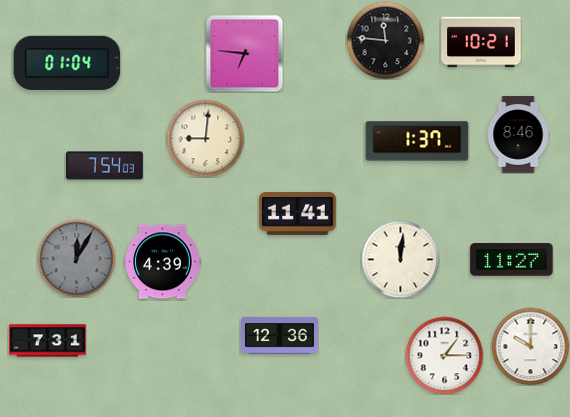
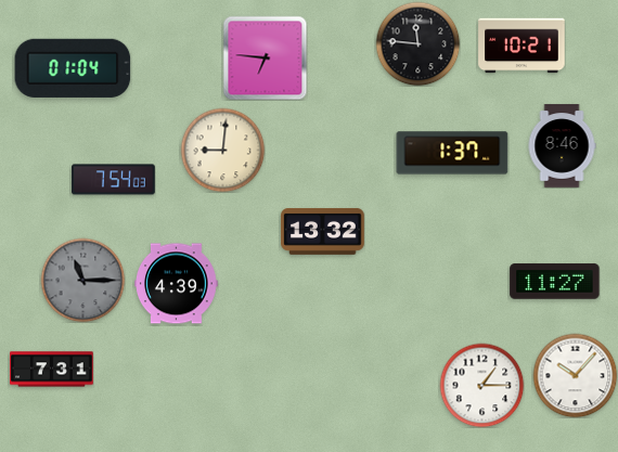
clock at (298, 213): 11:41 -> 13:32
clock at (76, 258): 12:05 -> 11:15
clock at (400, 259): 12:01 -> none
clock at (280, 336): 12:36 -> none
clock at (530, 346): 10:00 -> 10:07
